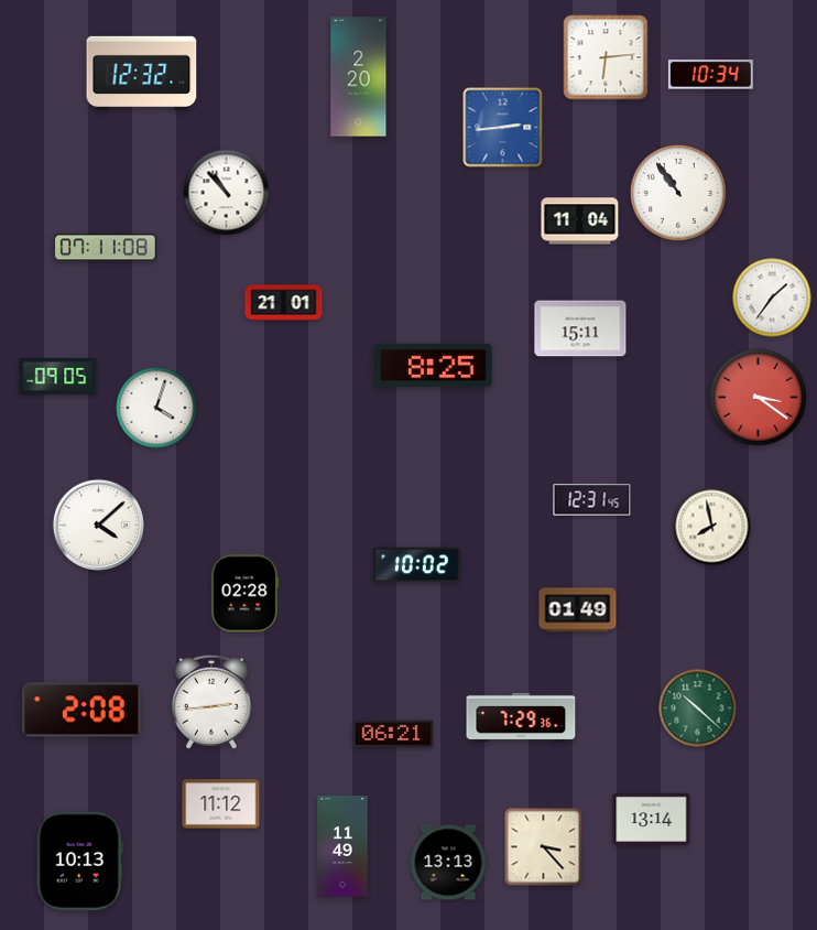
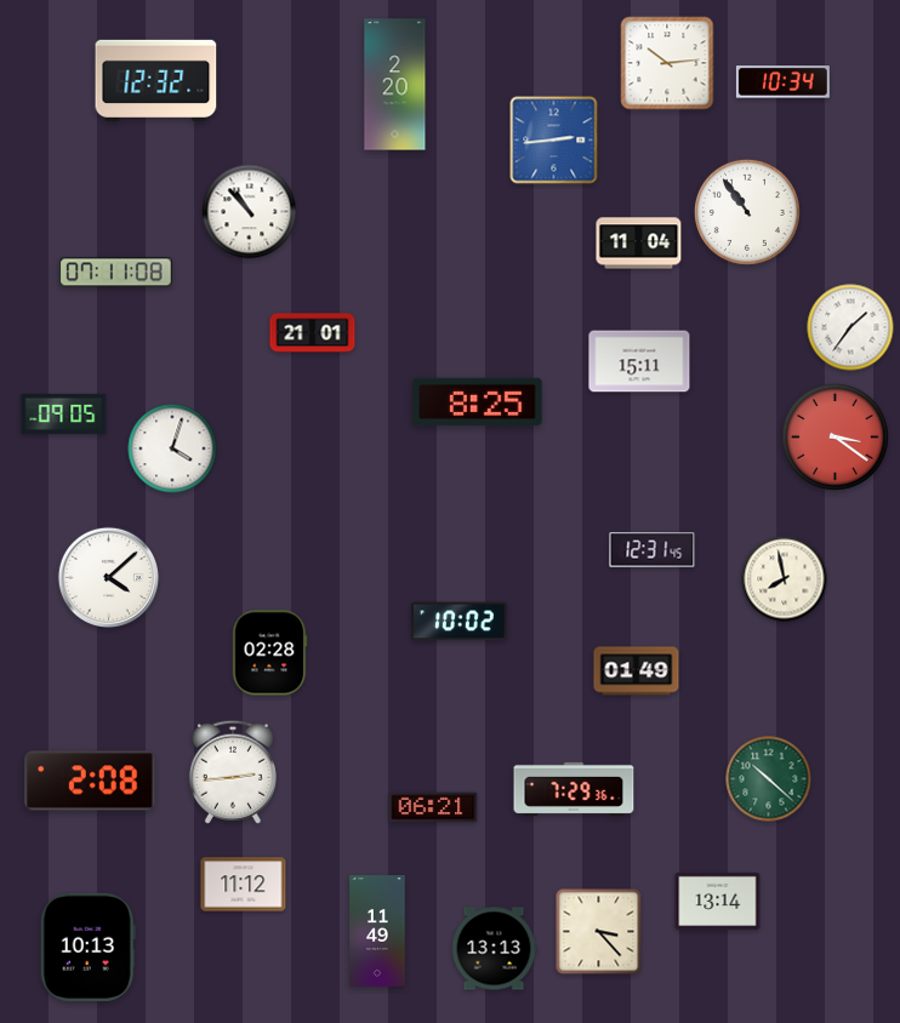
clock at (606, 57): 6:14 -> 10:14
